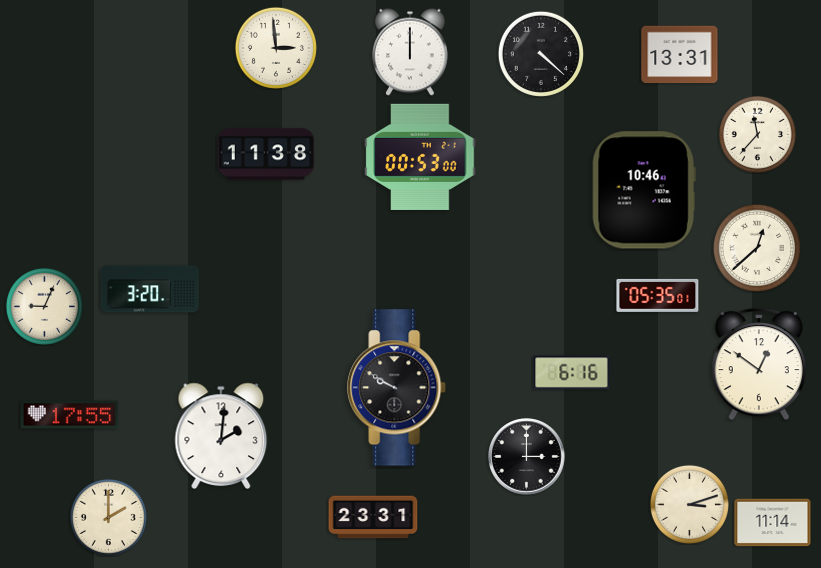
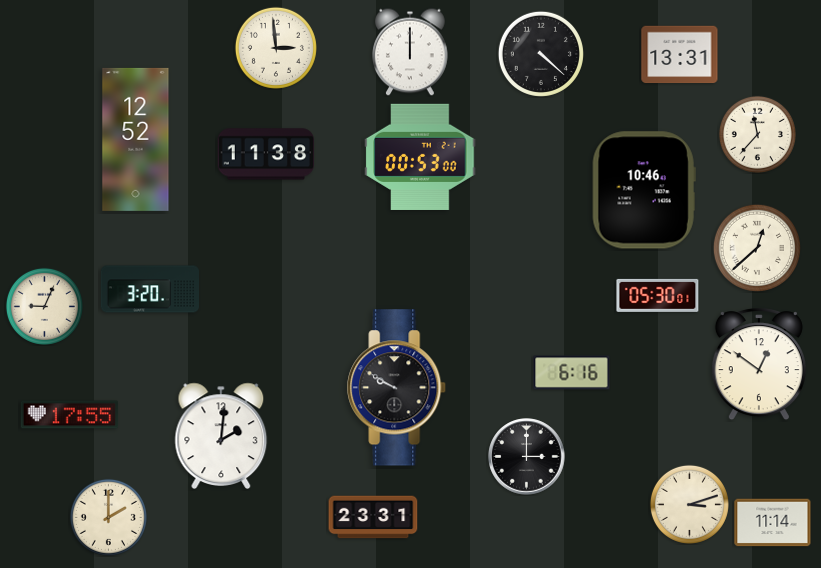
clock at (136, 139): none -> 12:52
clock at (658, 295): 05:35 -> 05:30
